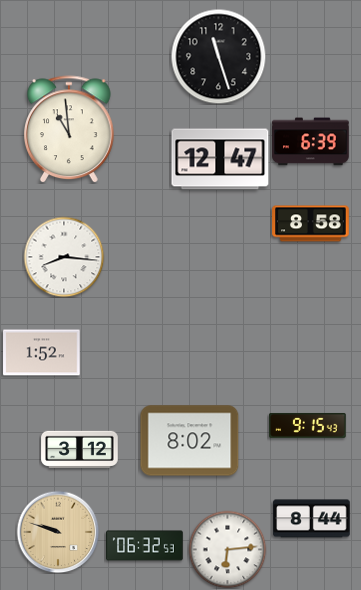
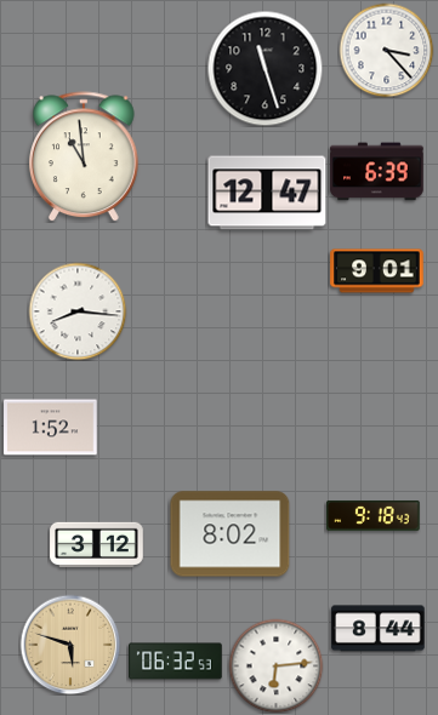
clock at (386, 50): none -> 3:23
clock at (311, 224): 8:58 -> 9:01
clock at (308, 425): 9:15 -> 9:18
clock at (58, 532): 9:48 -> 5:48
